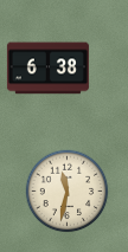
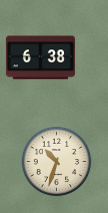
clock at (68, 192): 11:32 -> 10:33
